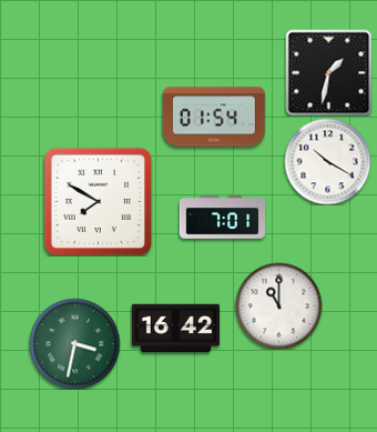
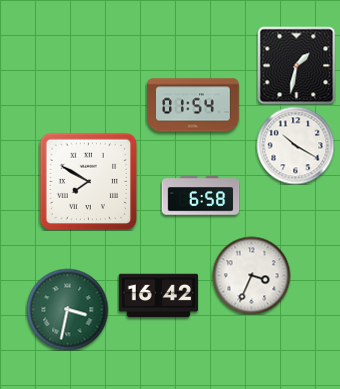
clock at (222, 218): 7:01 -> 6:58
clock at (278, 305): 11:00 -> 3:34
